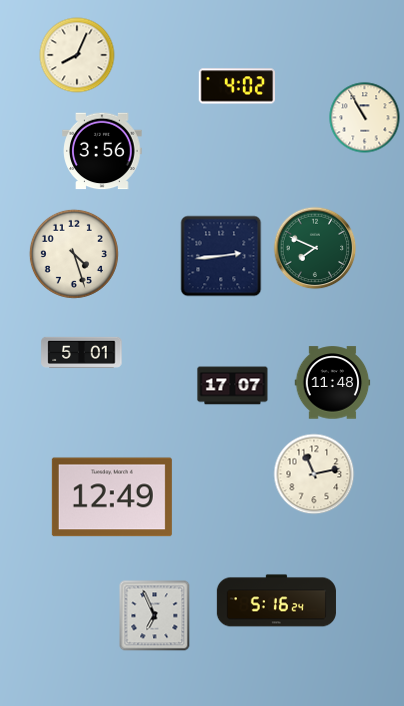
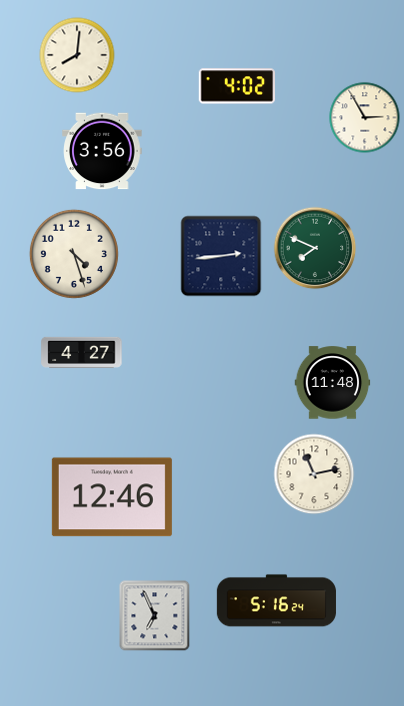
clock at (77, 55): 8:04 -> 8:01
clock at (365, 118): 10:55 -> 2:55
clock at (82, 352): 5:01 -> 4:27
clock at (233, 386): 17:07 -> none
clock at (112, 497): 12:49 -> 12:46
